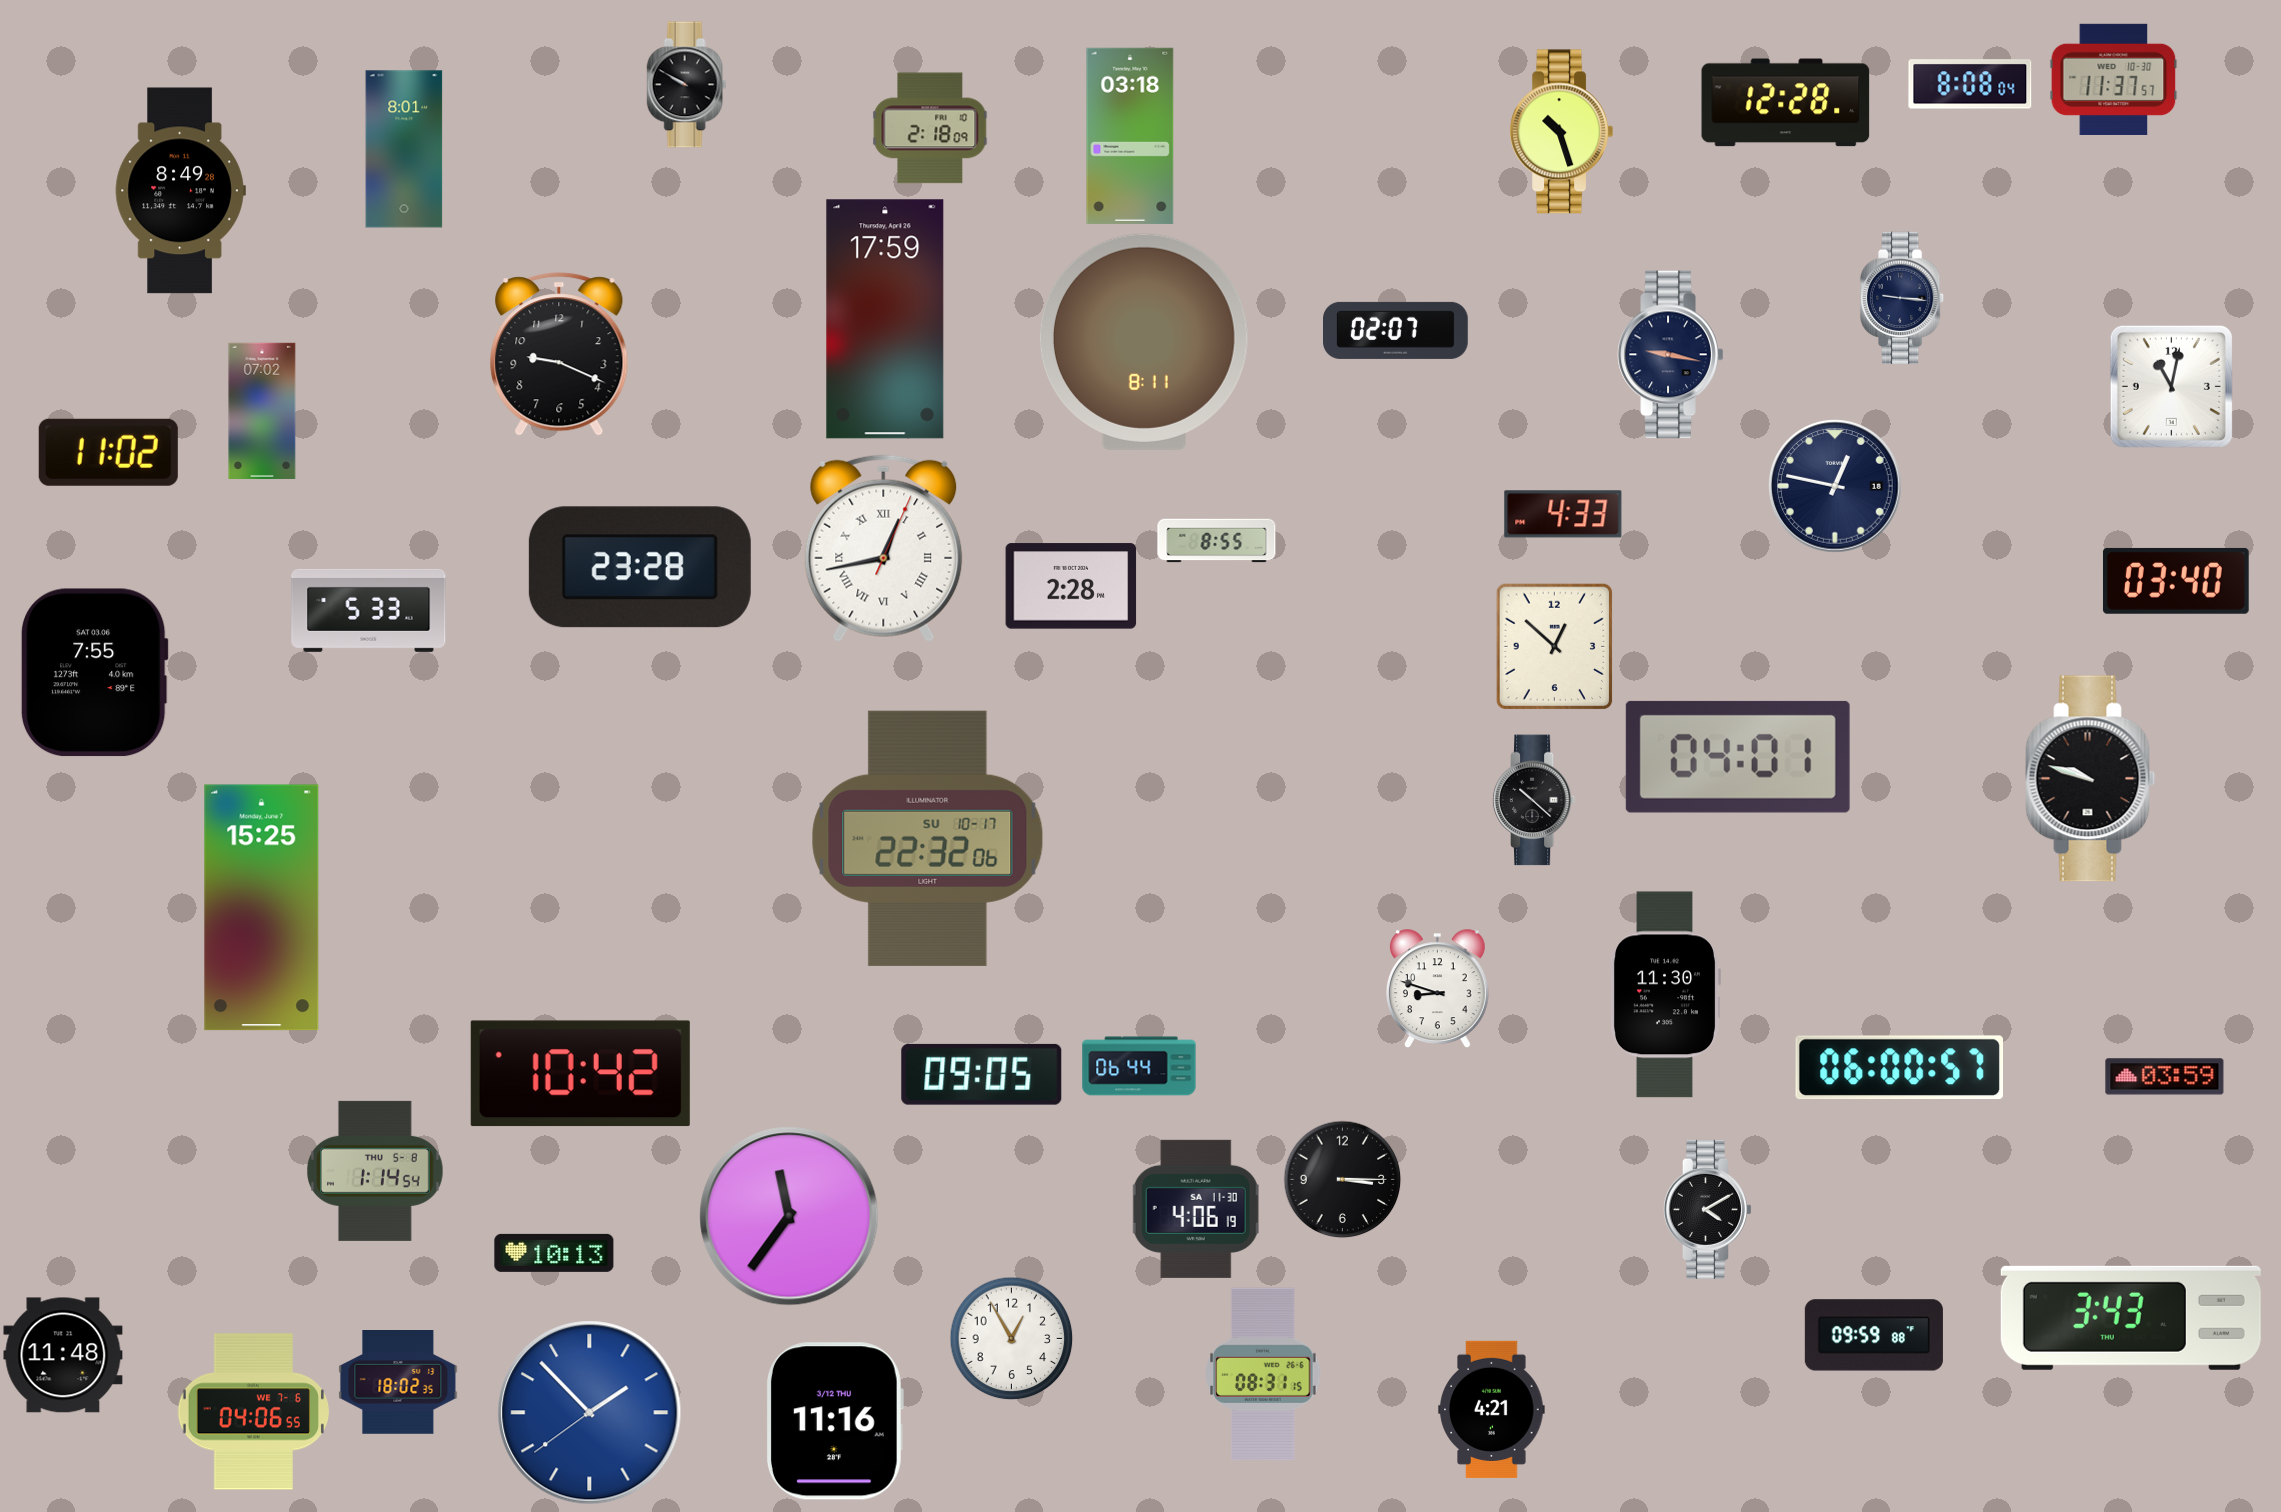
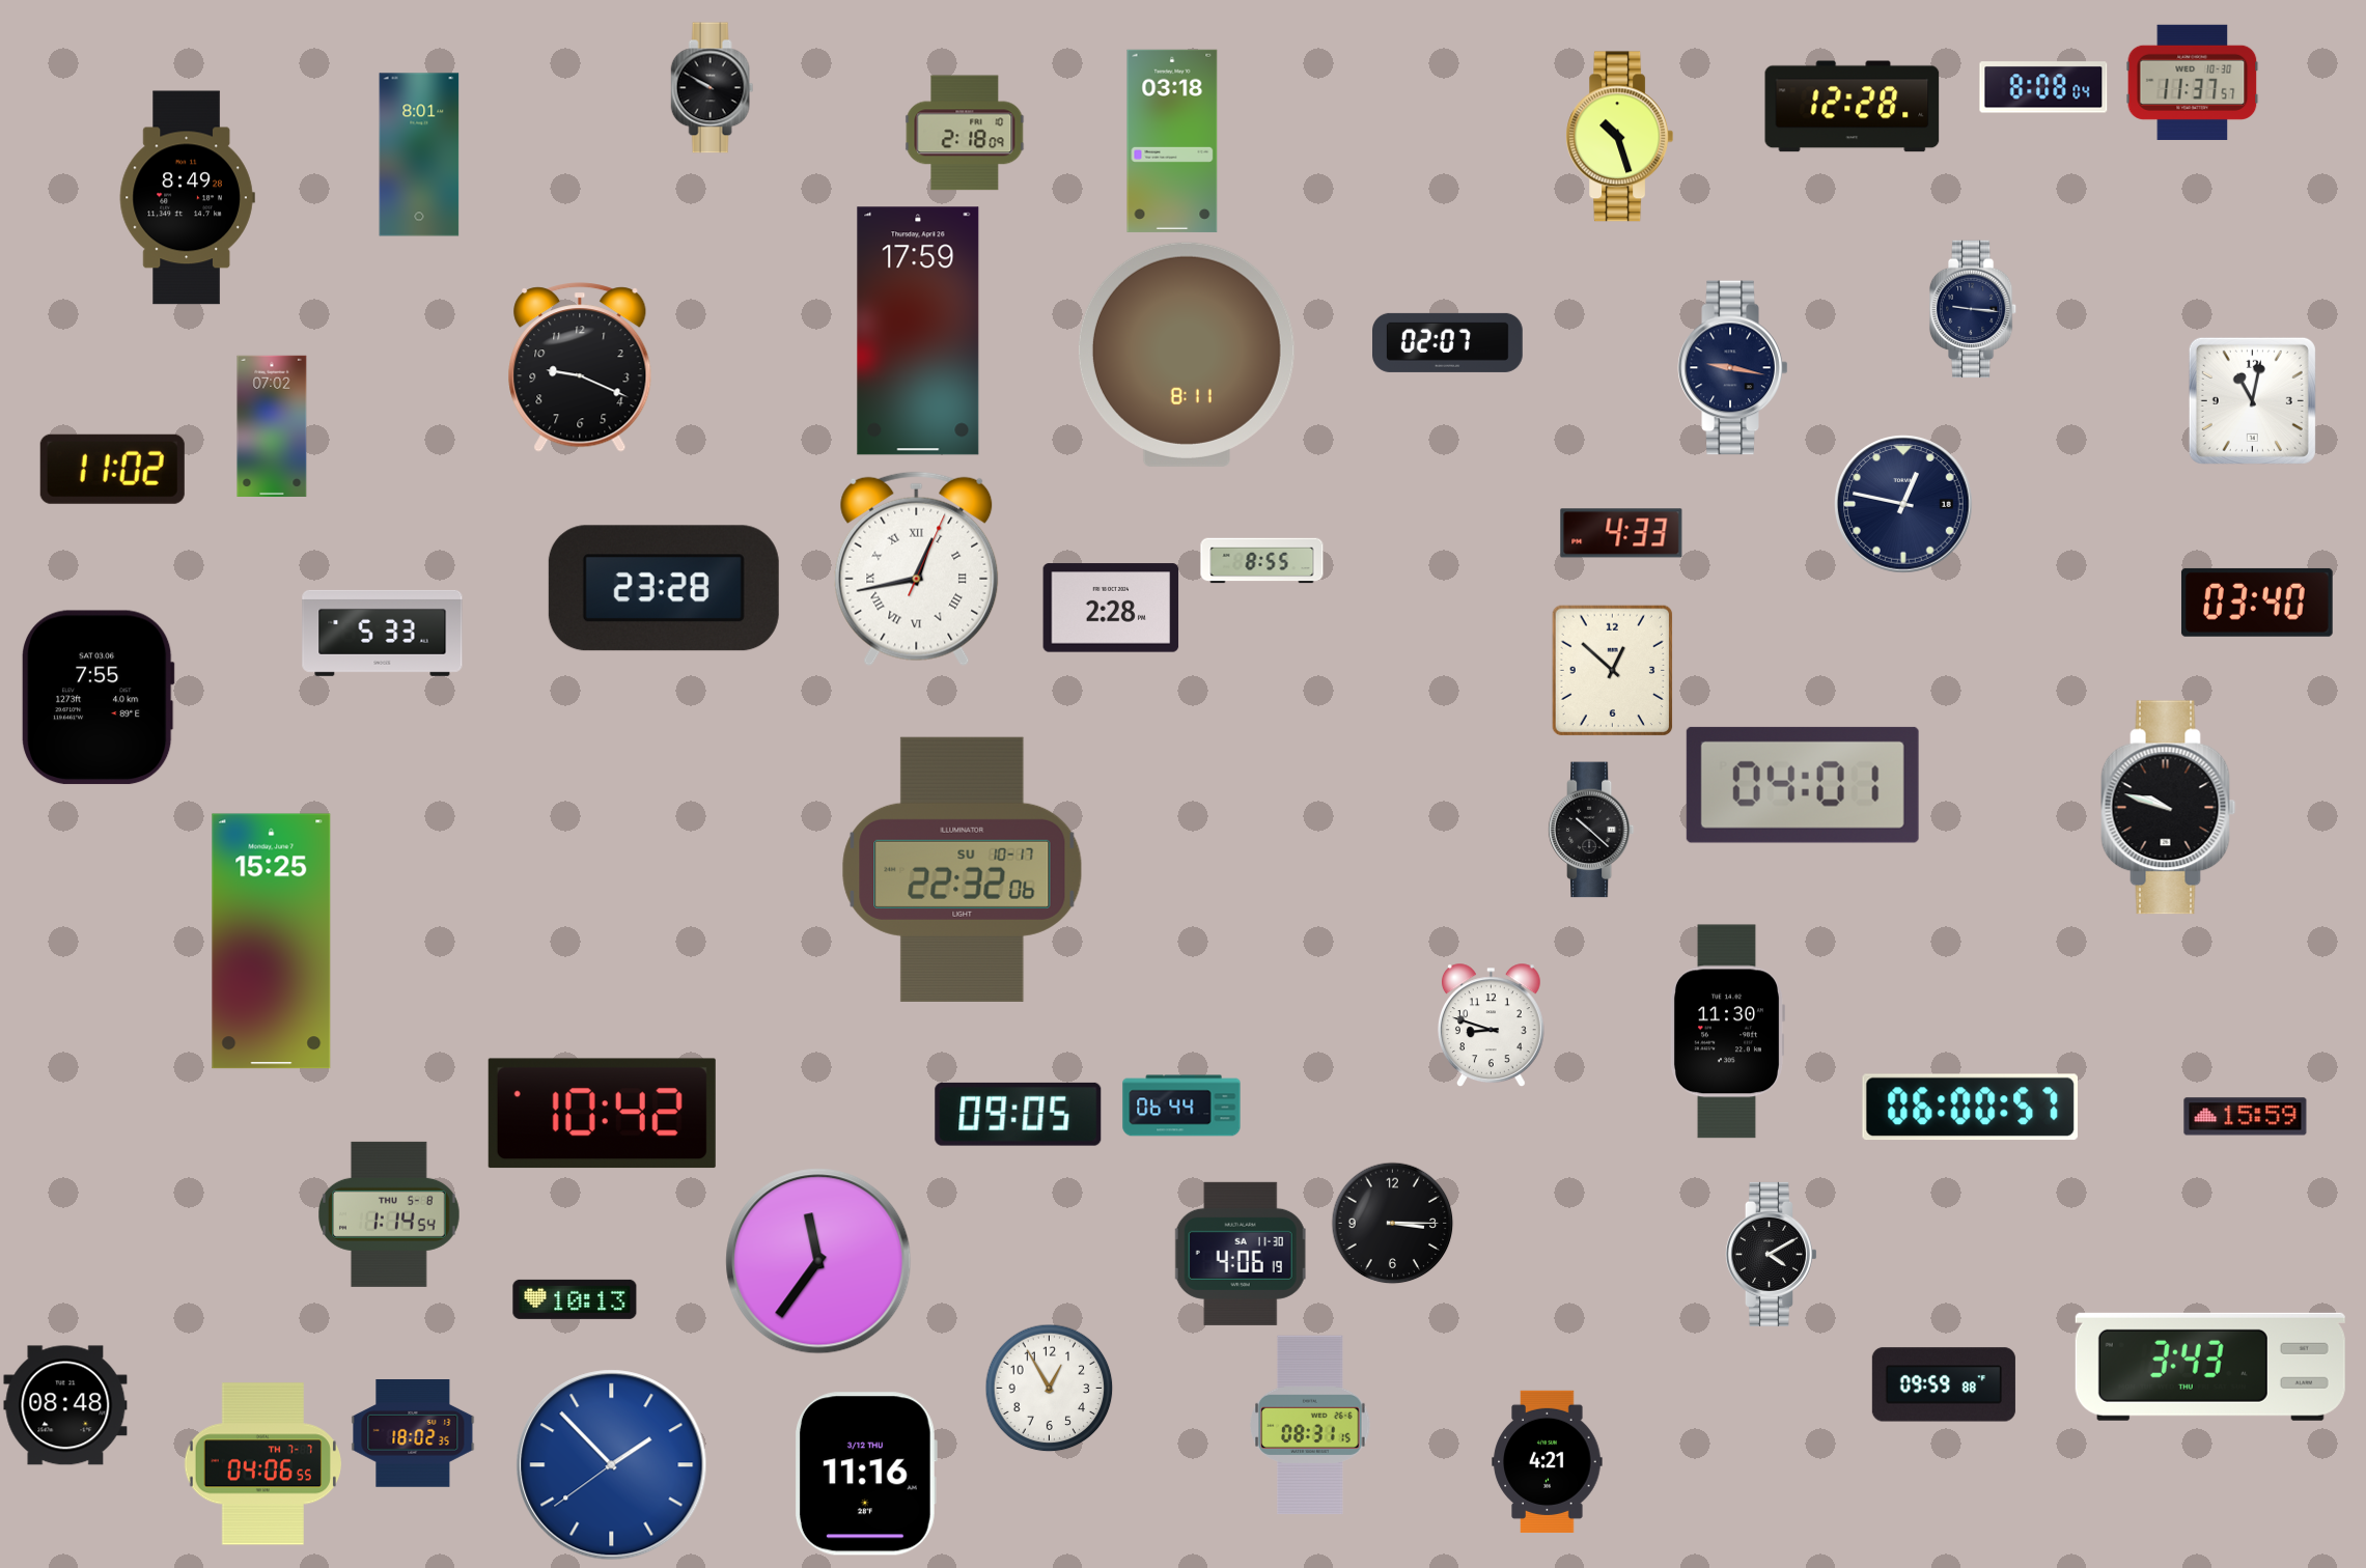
clock at (2165, 1077): 03:59 -> 15:59
clock at (63, 1355): 11:48 -> 08:48
clock at (253, 1412) date: WE 7-6 -> TH 7-7
